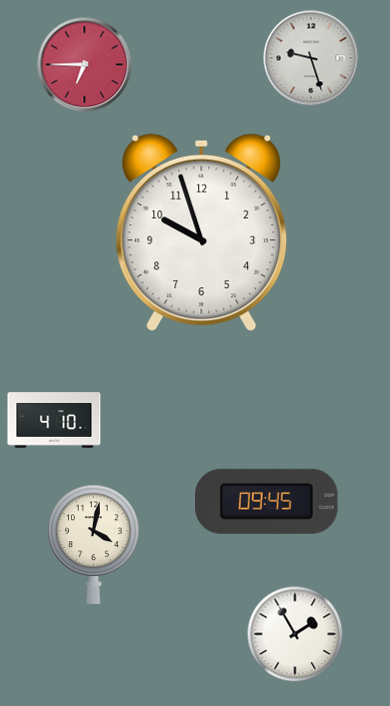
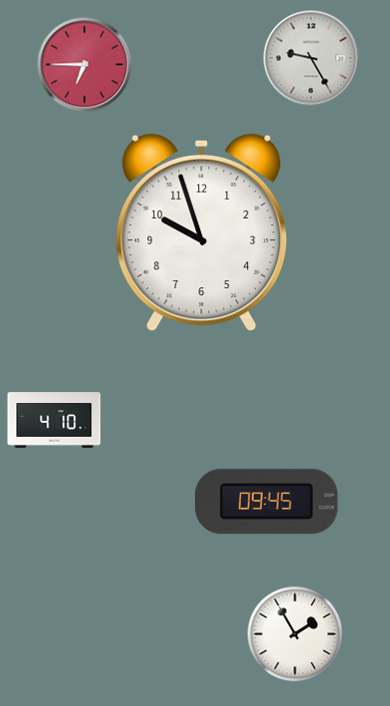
clock at (311, 58): 9:27 -> 9:25
clock at (94, 544): 4:02 -> none
